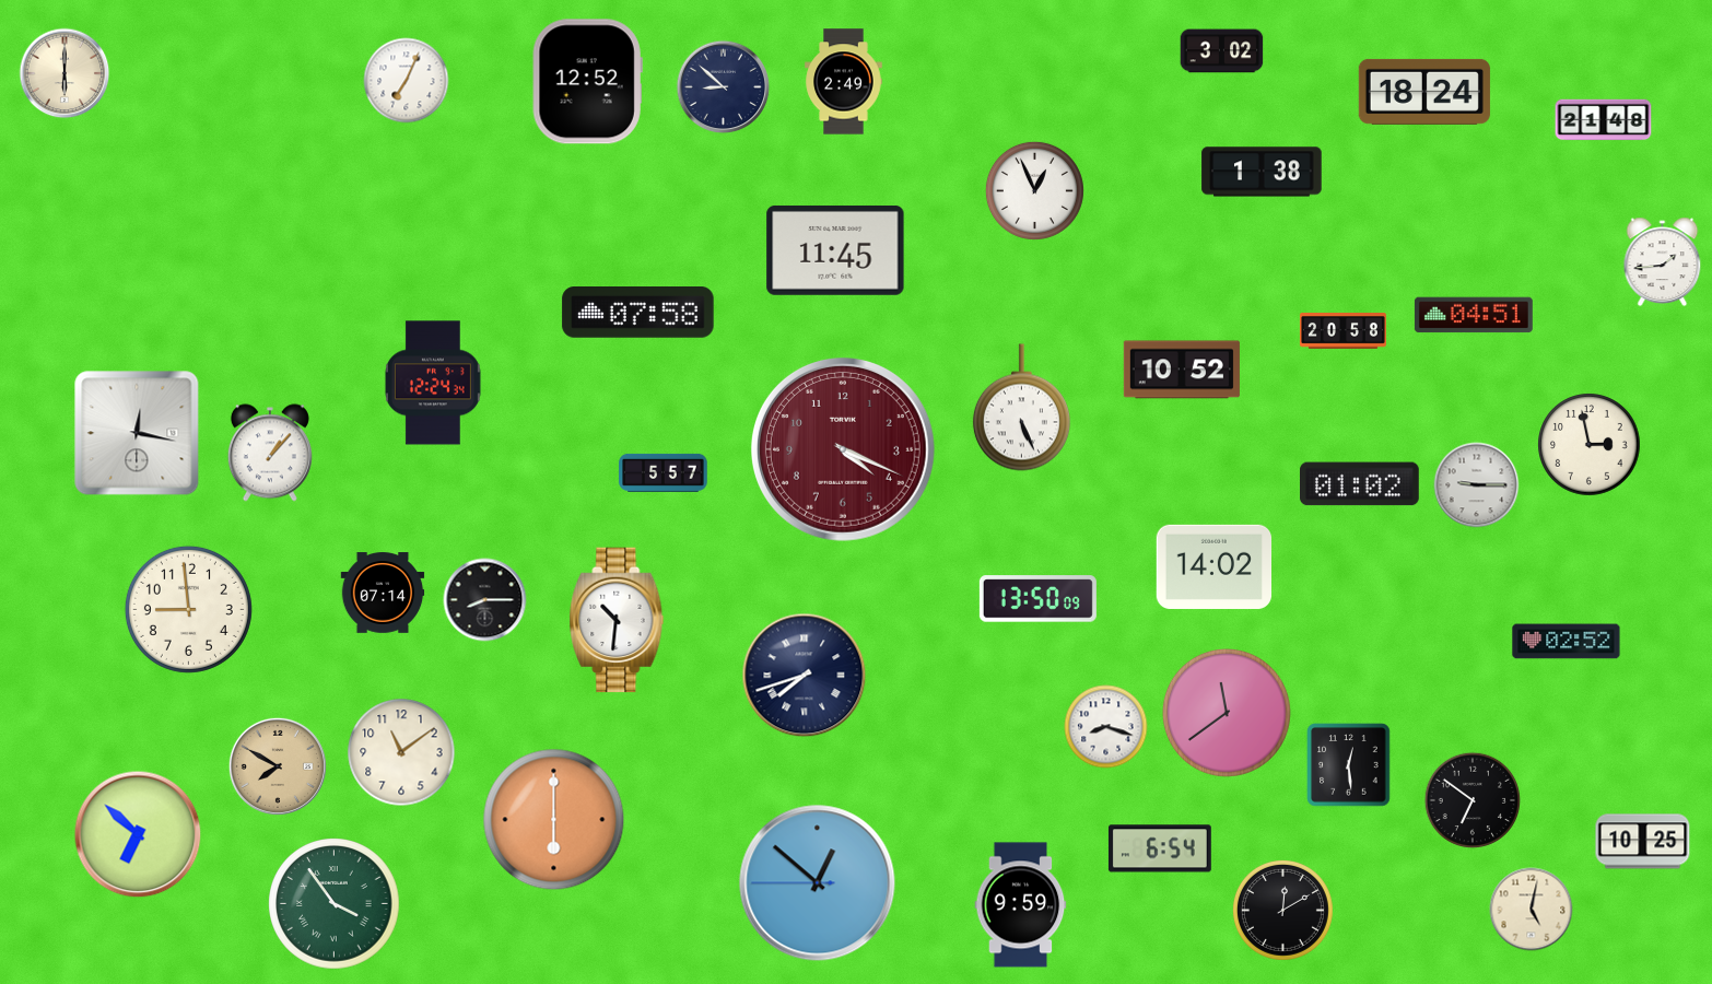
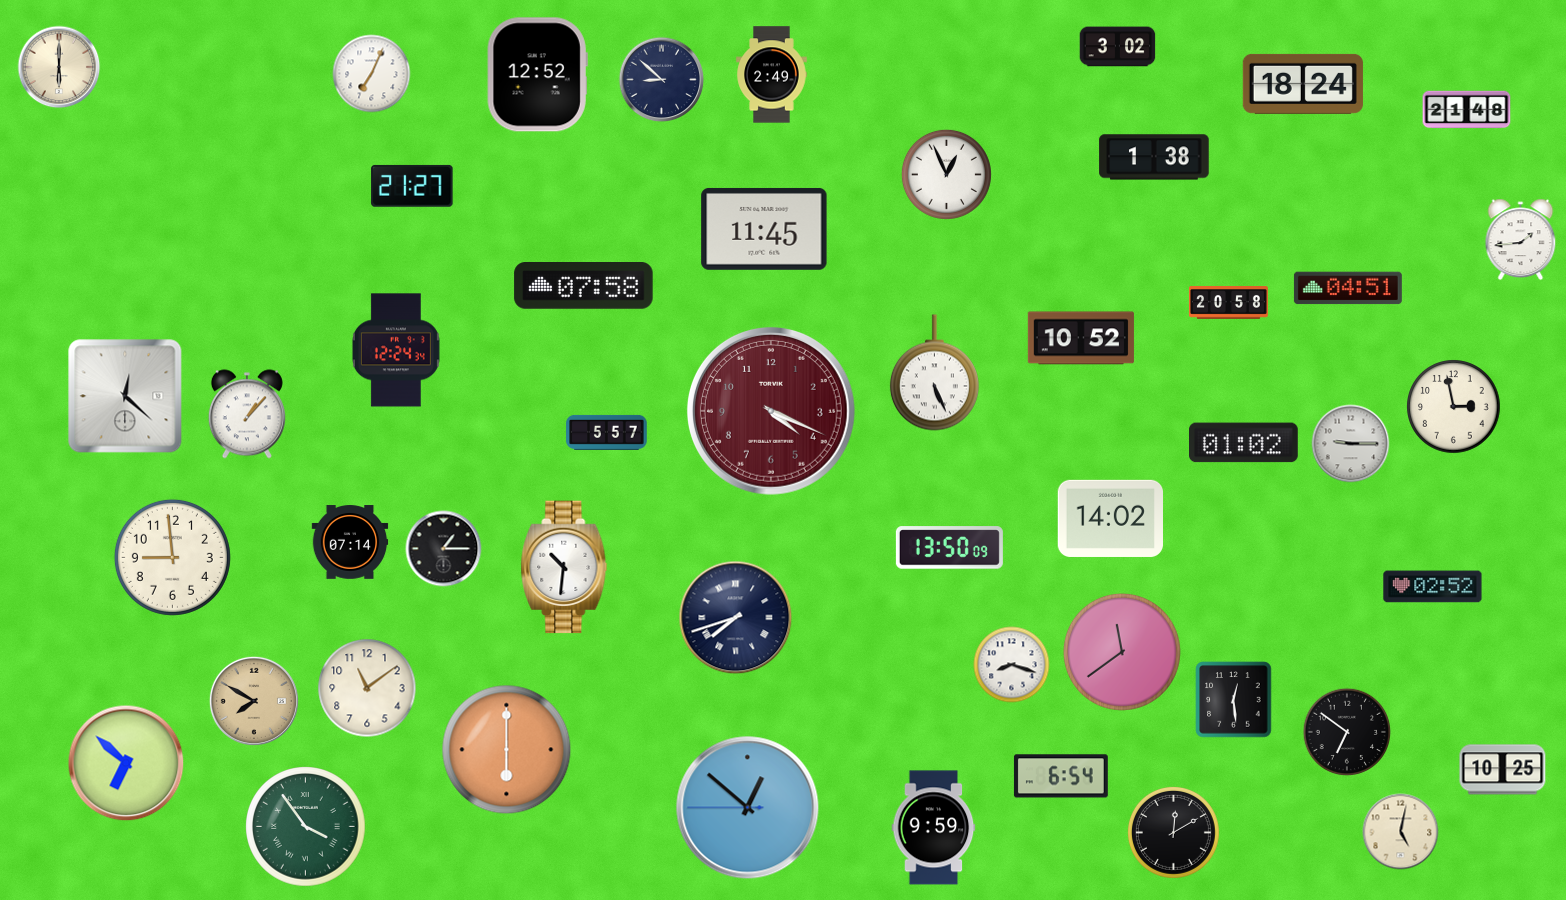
clock at (412, 186): none -> 21:27
clock at (137, 433): 12:17 -> 12:22
clock at (485, 600): 8:15 -> 1:15
